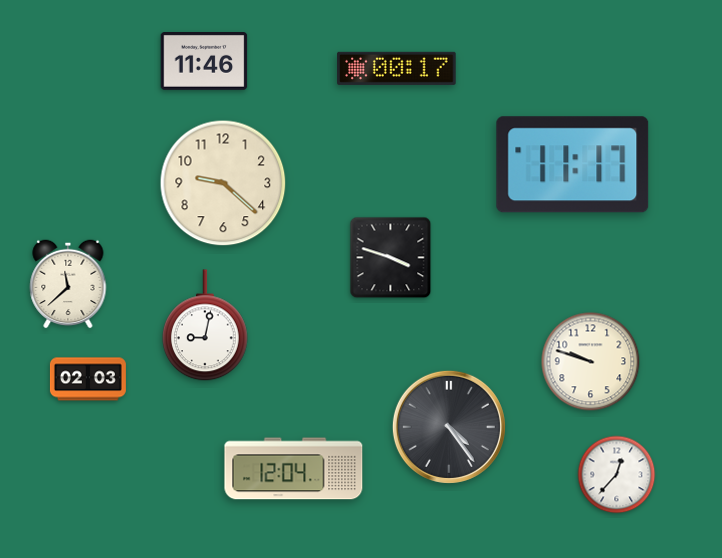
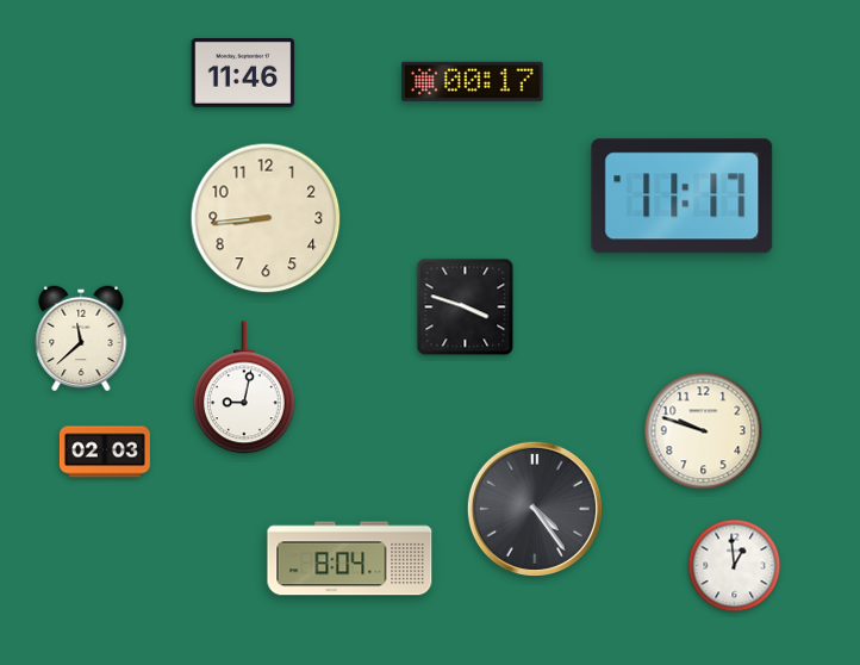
clock at (223, 183): 9:22 -> 8:44
clock at (294, 469): 12:04 -> 8:04
clock at (617, 475): 12:37 -> 12:59
